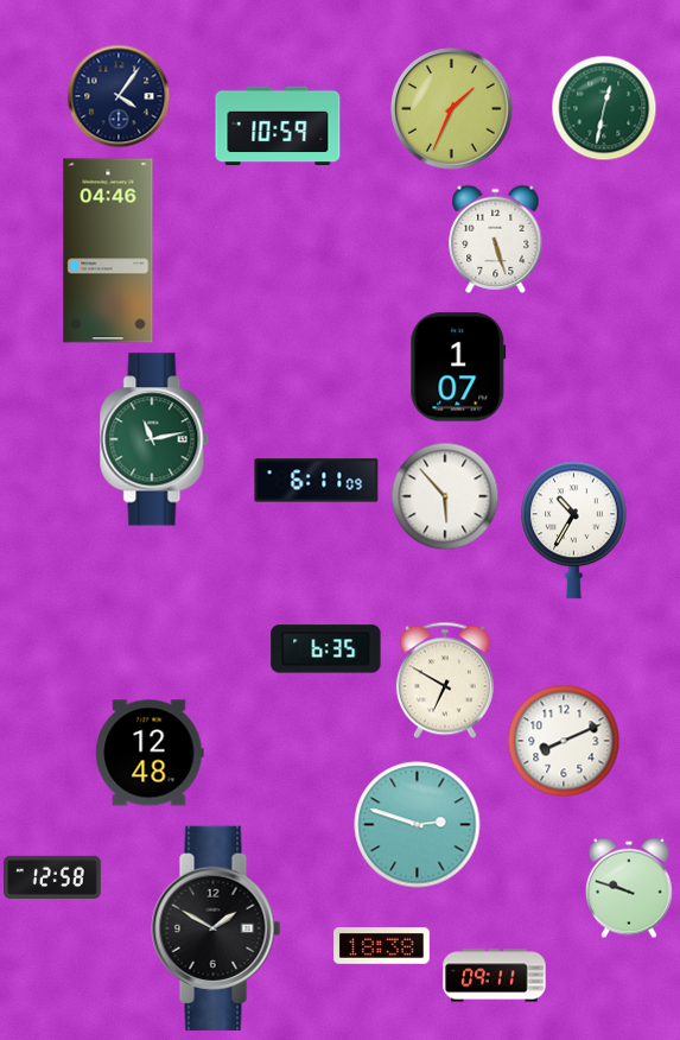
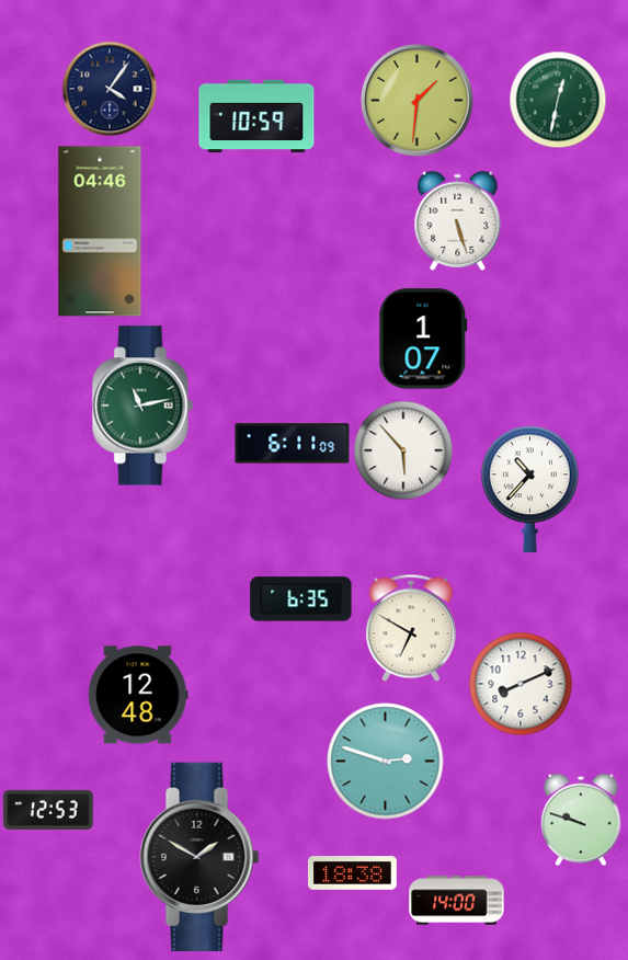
clock at (452, 109): 1:34 -> 1:31
clock at (445, 496) position: (445, 496) -> (403, 450)
clock at (574, 531): 10:35 -> 10:37
clock at (53, 877): 12:58 -> 12:53
clock at (495, 976): 09:11 -> 14:00
